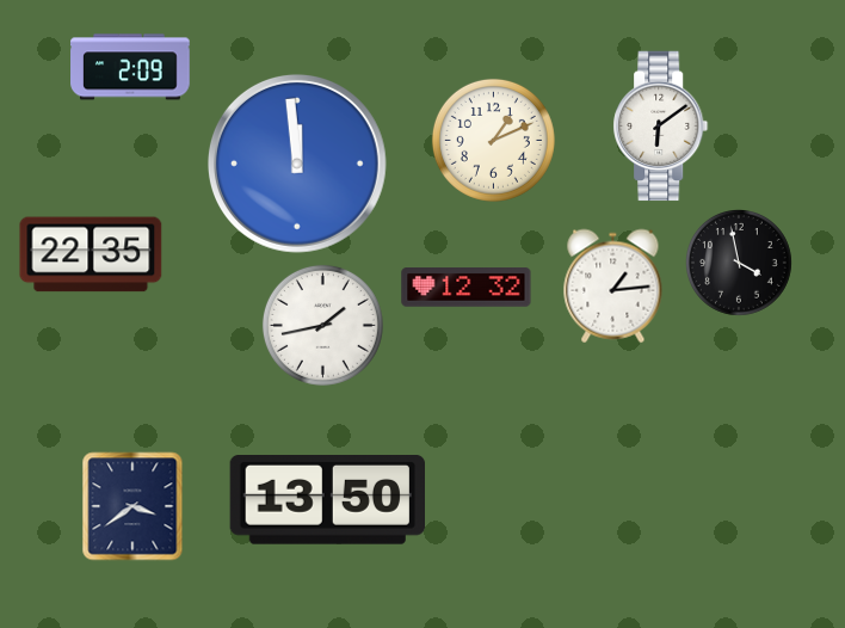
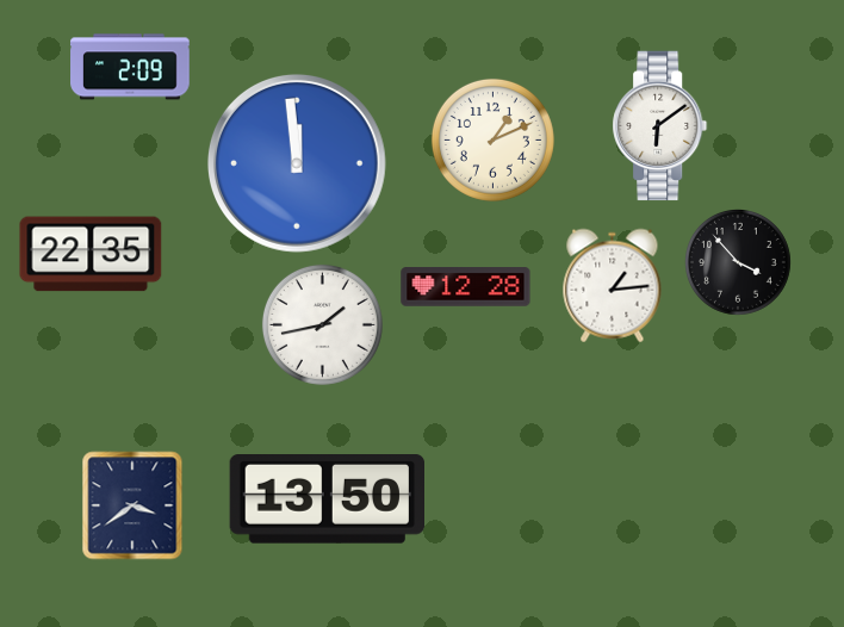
clock at (740, 264): 3:58 -> 3:53
clock at (467, 288): 12:32 -> 12:28
